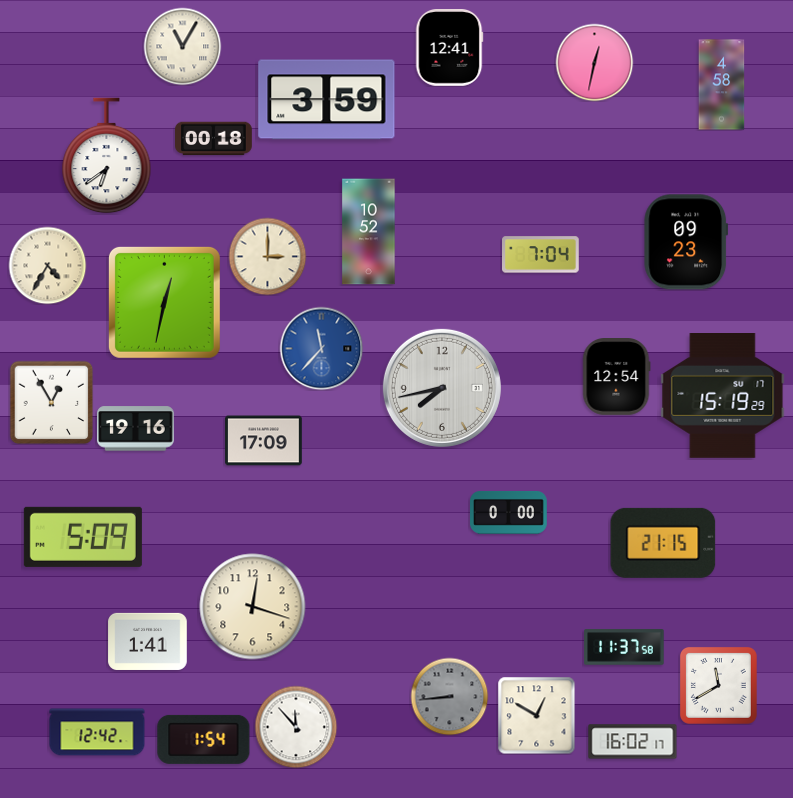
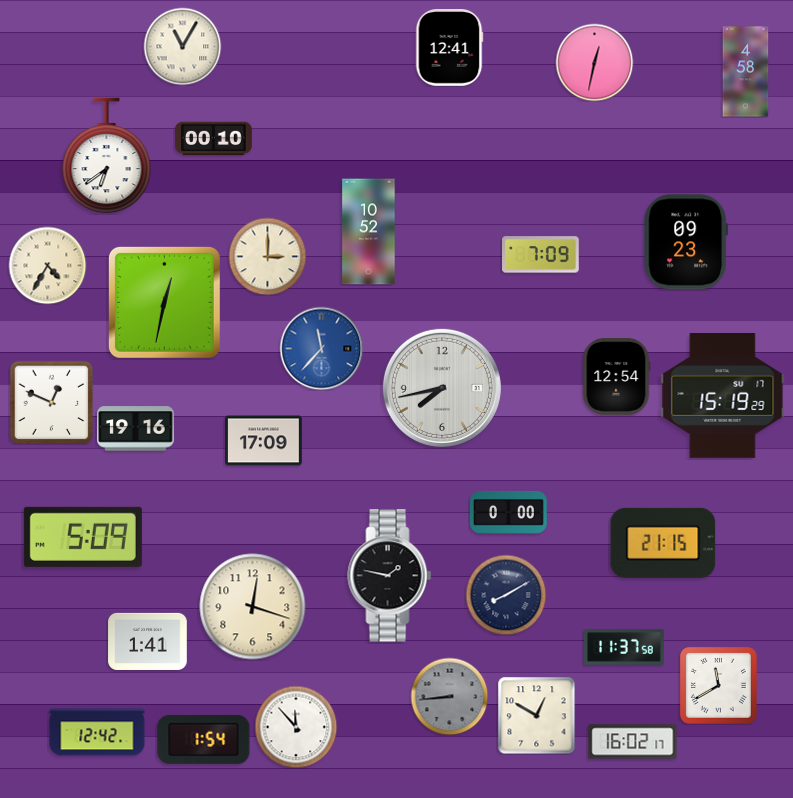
clock at (722, 85) position: (722, 85) -> (746, 72)
clock at (327, 100): 3:59 -> none
clock at (214, 139): 00:18 -> 00:10
clock at (541, 255): 7:04 -> 7:09
clock at (51, 402): 12:55 -> 12:49
clock at (390, 576): none -> 1:47
clock at (506, 595): none -> 8:10
